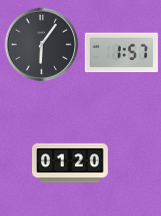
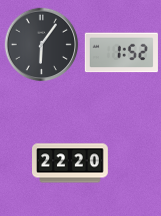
clock at (121, 53): 1:57 -> 1:52
clock at (70, 163): 01:20 -> 22:20
